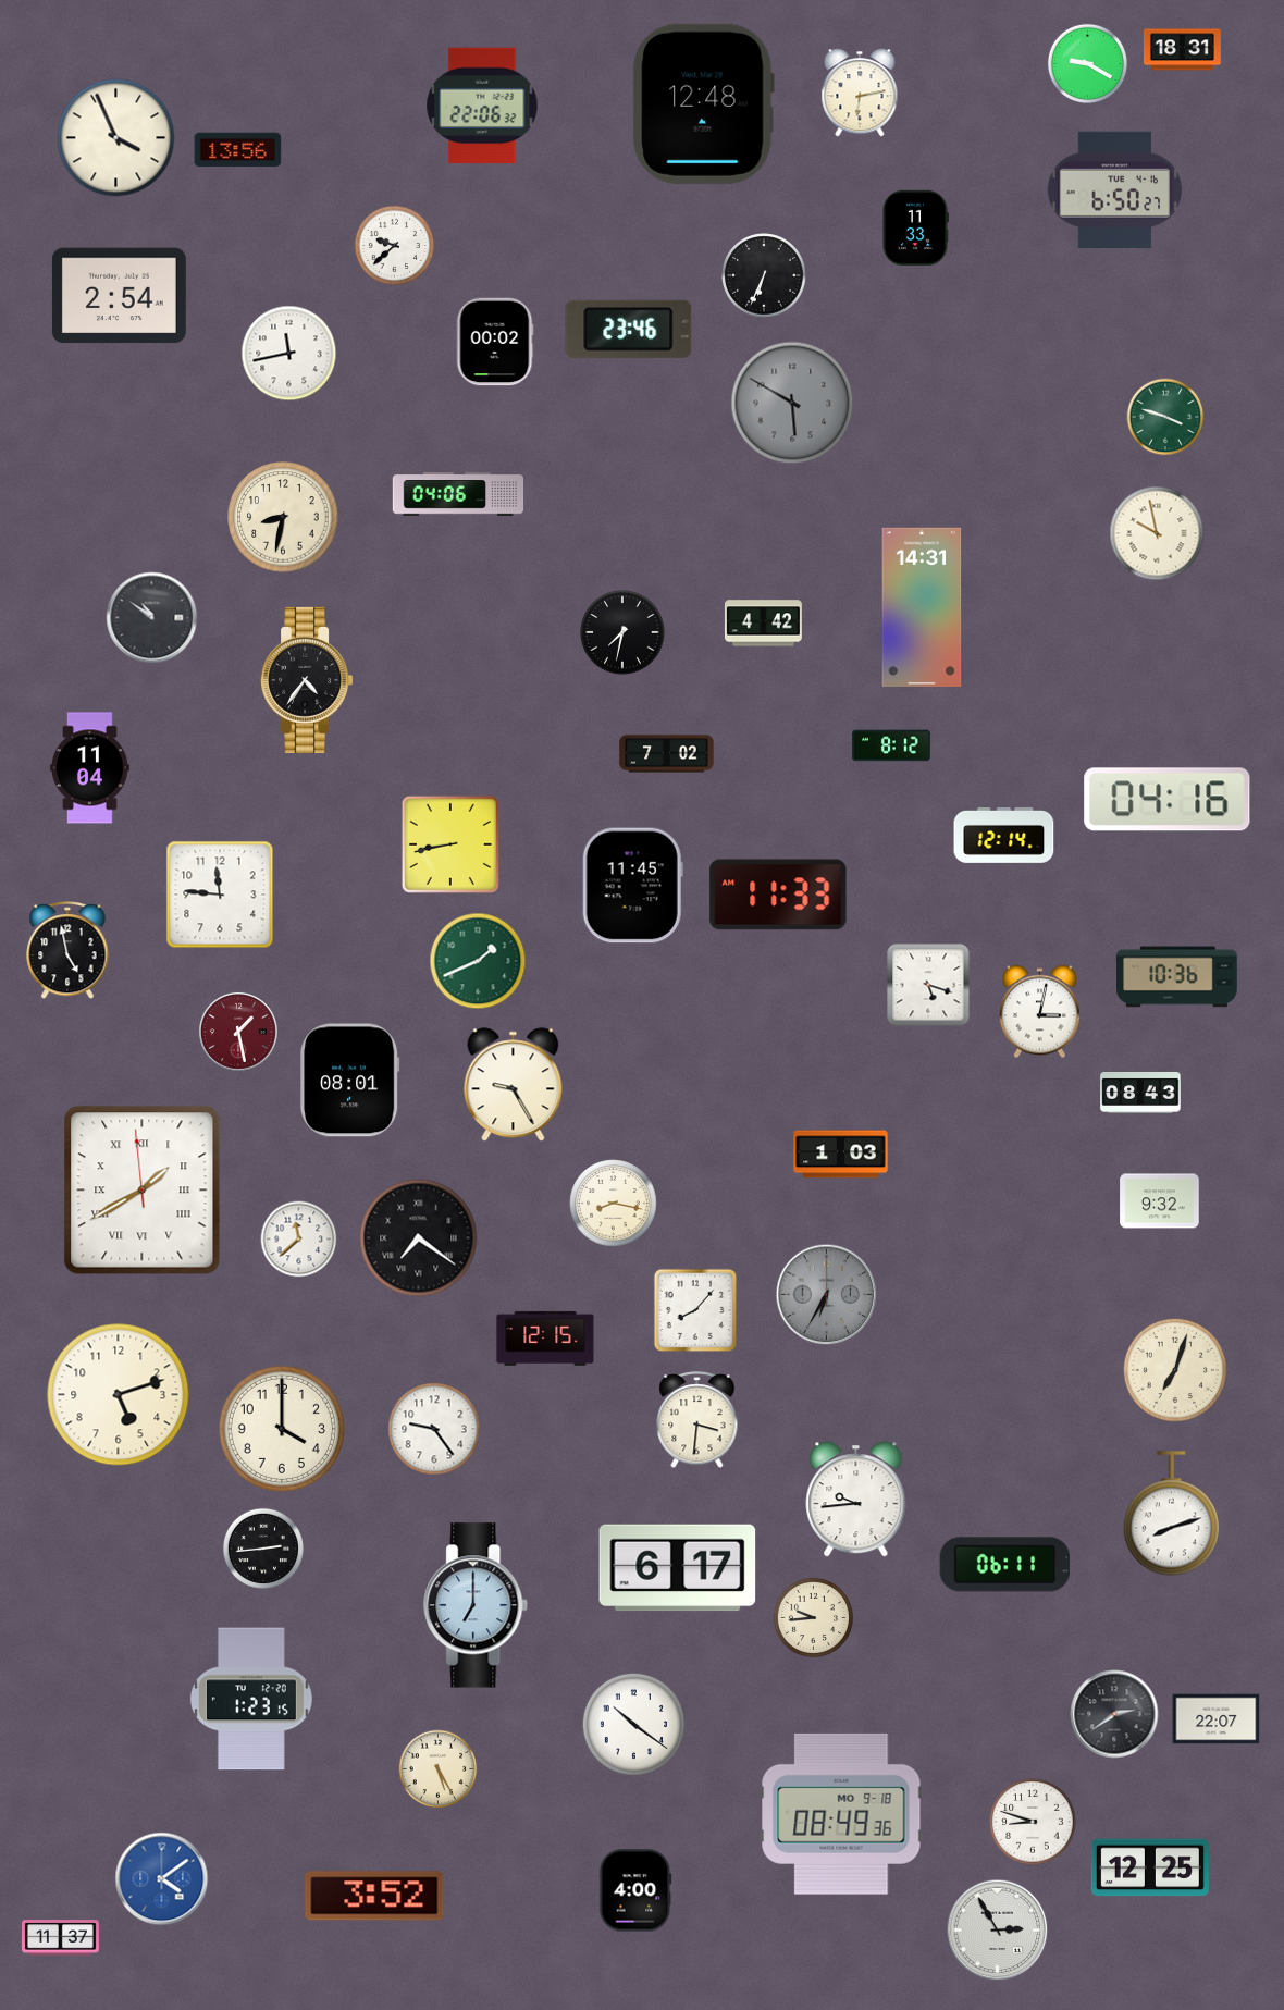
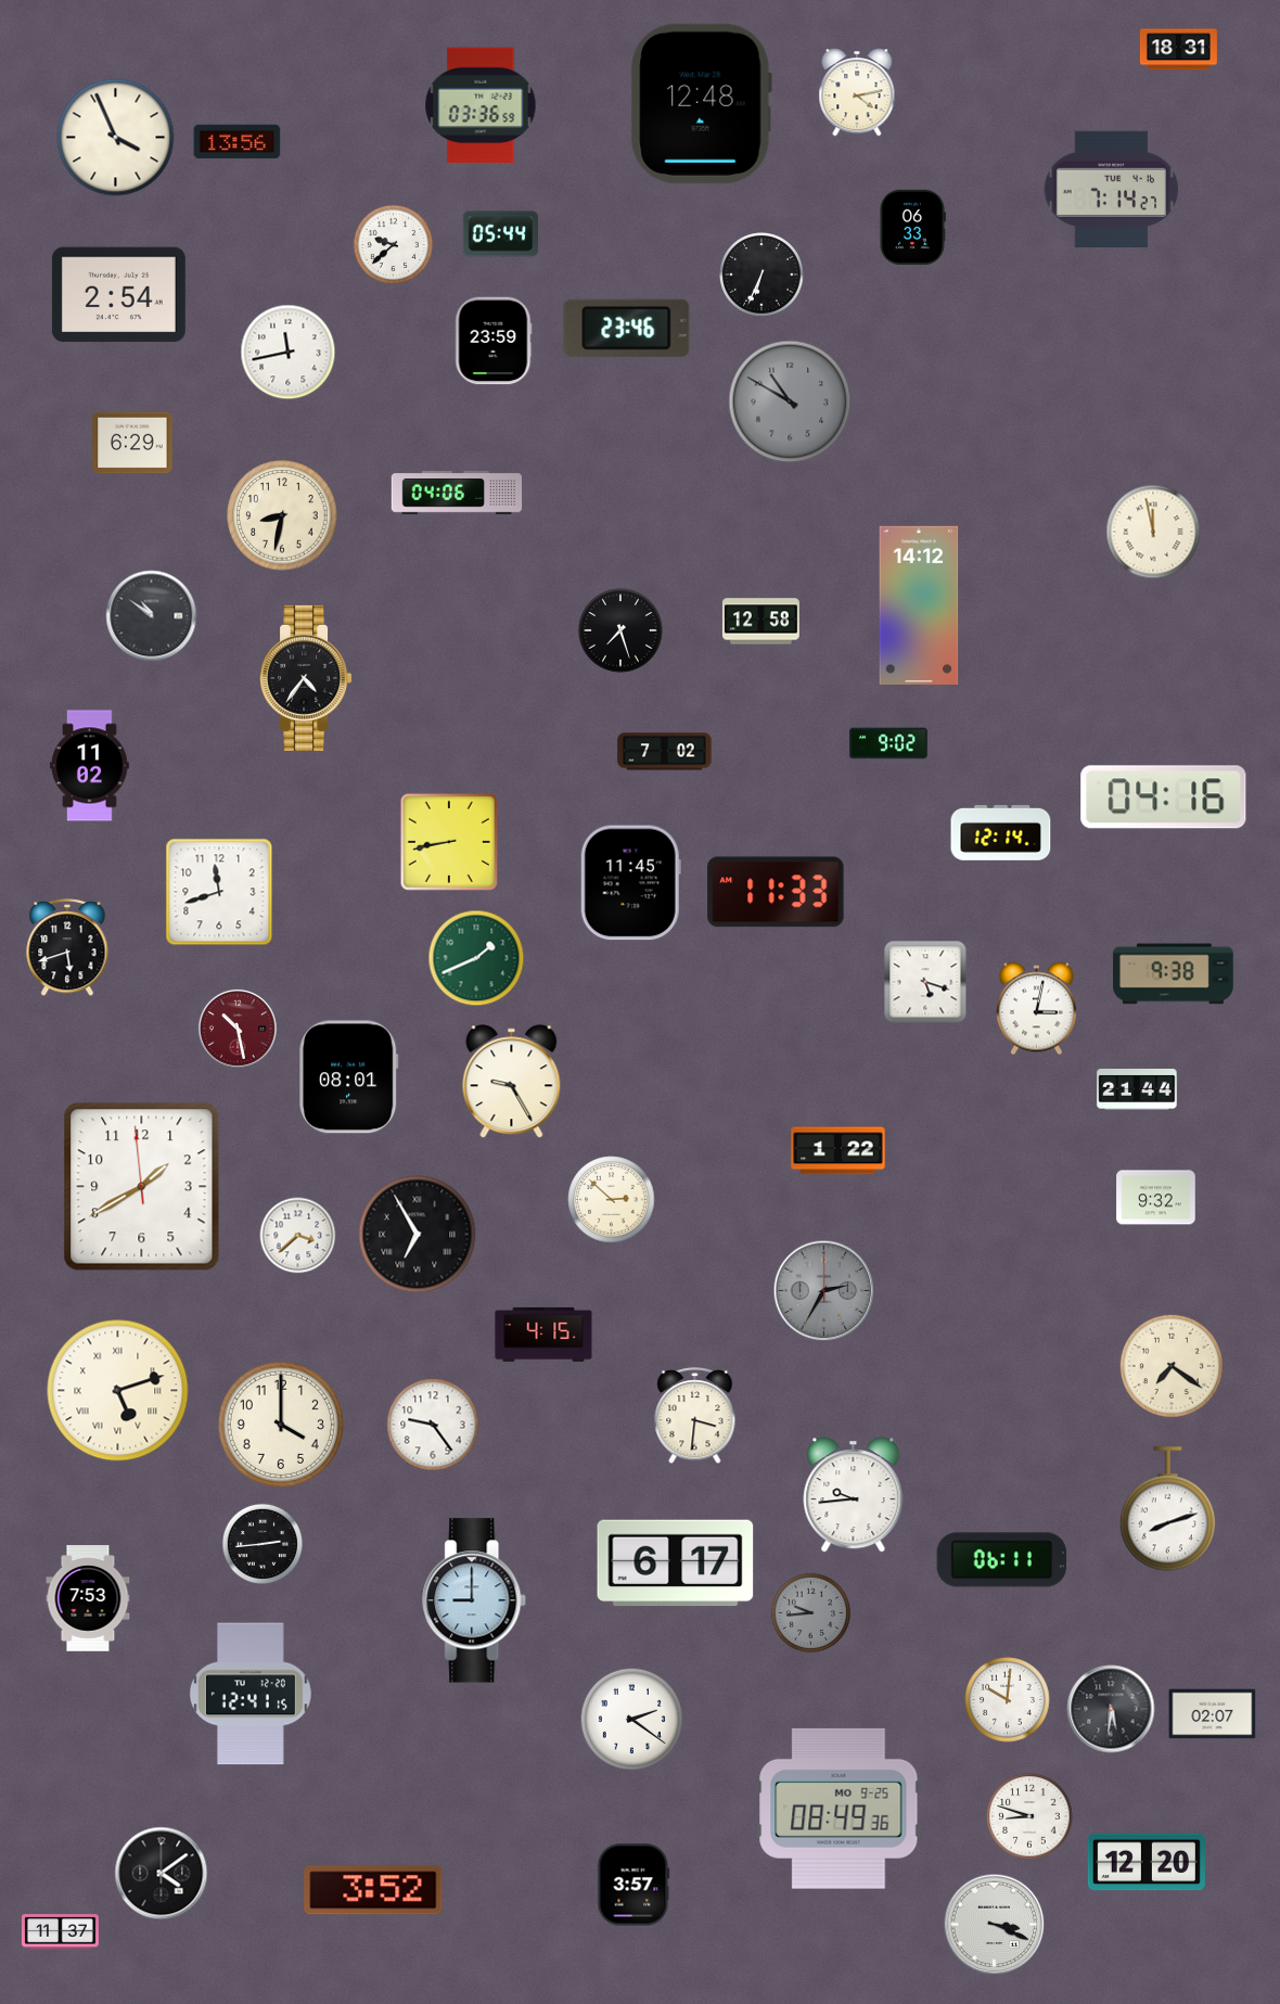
clock at (1087, 63): 9:20 -> none
clock at (860, 93): 6:13 -> 4:13
clock at (482, 106): 22:06 -> 03:36
clock at (238, 150) position: (238, 150) -> (238, 142)
clock at (1115, 189): 6:50 -> 7:14
clock at (915, 227): 11:33 -> 06:33
clock at (500, 234): none -> 05:44
clock at (495, 342): 00:02 -> 23:59
clock at (792, 403): 5:50 -> 10:50
clock at (1165, 417): 3:48 -> none
clock at (132, 443): none -> 6:29
clock at (1157, 533): 9:58 -> 11:58
clock at (922, 607): 14:31 -> 14:12
clock at (763, 624): 4:42 -> 12:58
clock at (622, 632): 7:32 -> 7:27
clock at (891, 745): 8:12 -> 9:02
clock at (90, 768): 11:04 -> 11:02
clock at (220, 895): 11:46 -> 11:42
clock at (67, 951): 4:58 -> 5:42
clock at (1177, 977): 10:36 -> 9:38
clock at (238, 1032): 1:28 -> 10:28
clock at (1140, 1093): 08:43 -> 21:44
clock at (841, 1155): 1:03 -> 1:22
clock at (143, 1191) numerals: Roman -> Arabic
clock at (614, 1204): 8:17 -> 2:52
clock at (419, 1238): 7:21 -> 6:55
clock at (299, 1240): 11:38 -> 3:38
clock at (827, 1295): 6:35 -> 2:35
clock at (695, 1310): 8:07 -> none
clock at (545, 1339): 12:15 -> 4:15
clock at (1175, 1370): 7:03 -> 7:21
clock at (119, 1395) numerals: Arabic -> Roman
clock at (88, 1598): none -> 7:53
clock at (477, 1605): 7:00 -> 9:00
clock at (813, 1617) dial: cream -> grey
clock at (251, 1699): 1:23 -> 12:41
clock at (1008, 1700): none -> 10:01
clock at (1114, 1714): 2:39 -> 5:31
clock at (1217, 1719): 22:07 -> 02:07
clock at (634, 1725): 10:21 -> 2:21
clock at (439, 1769): 5:25 -> none
clock at (841, 1814) date: MO 9-18 -> MO 9-25
clock at (1150, 1867): 12:25 -> 12:20
clock at (162, 1879) dial: blue -> black
clock at (635, 1890): 4:00 -> 3:57
clock at (998, 1931): 2:55 -> 3:19
